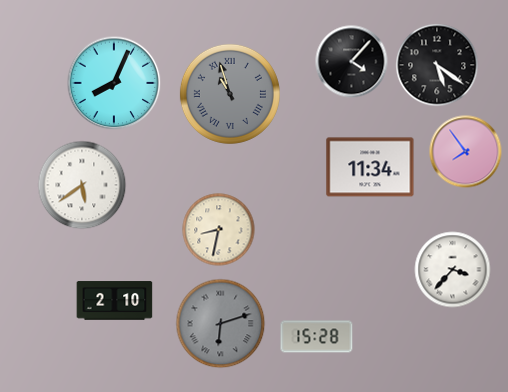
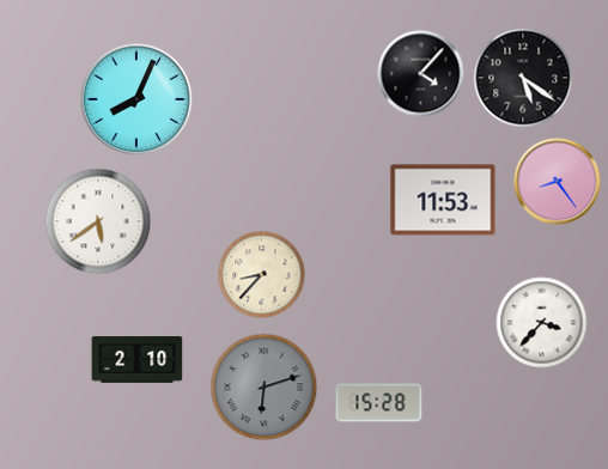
clock at (230, 94): 10:57 -> none
clock at (466, 152): 7:54 -> 8:24
clock at (370, 167): 11:34 -> 11:53
clock at (219, 230): 8:32 -> 8:37
